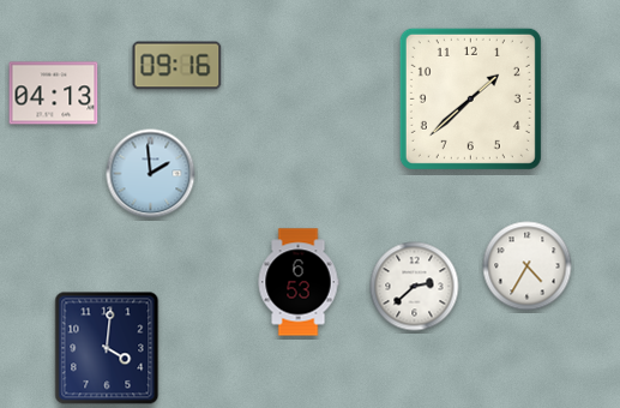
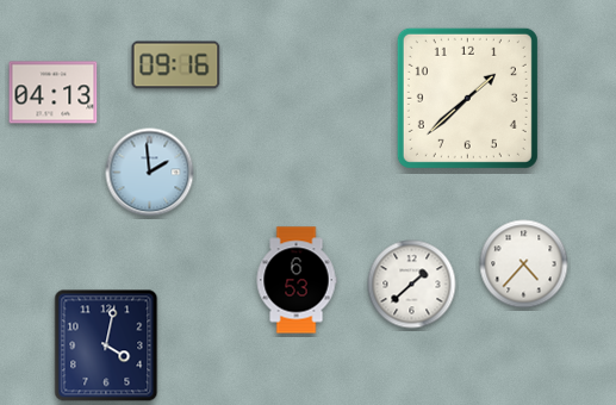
clock at (528, 266): 4:35 -> 4:37
clock at (415, 287): 2:38 -> 1:38
clock at (107, 348): 4:01 -> 4:02
